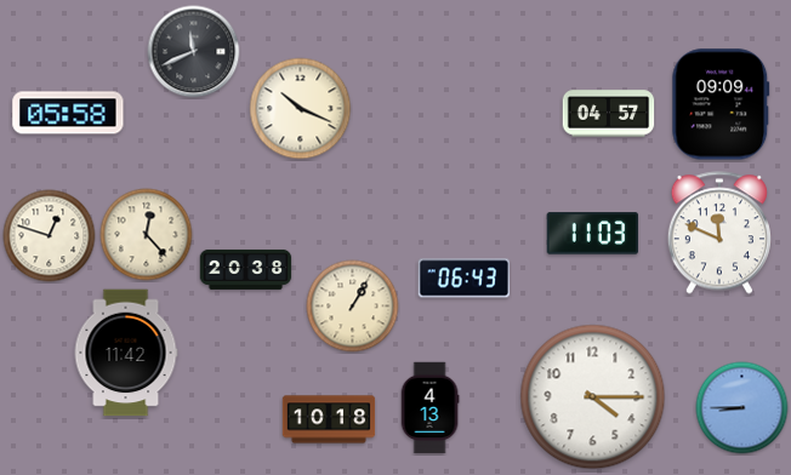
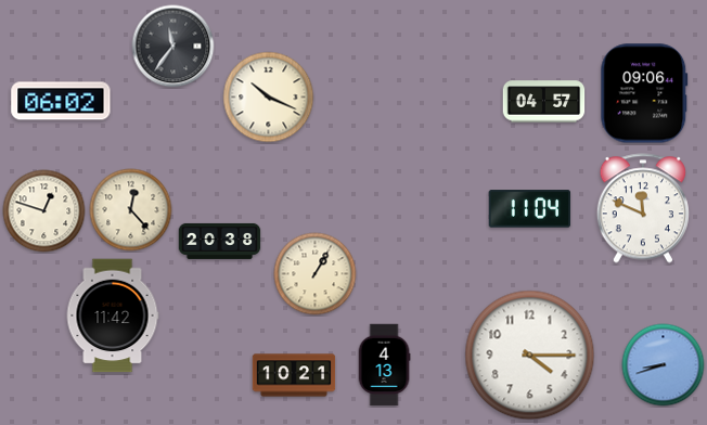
clock at (194, 52): 11:41 -> 11:36
clock at (721, 104): 09:09 -> 09:06
clock at (68, 113): 05:58 -> 06:02
clock at (593, 234): 11:03 -> 11:04
clock at (465, 279): 06:43 -> none
clock at (742, 408): 8:45 -> 8:42
clock at (329, 419): 10:18 -> 10:21
